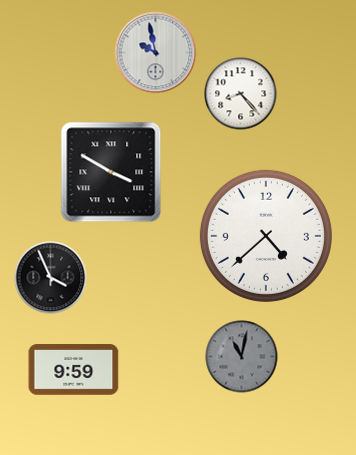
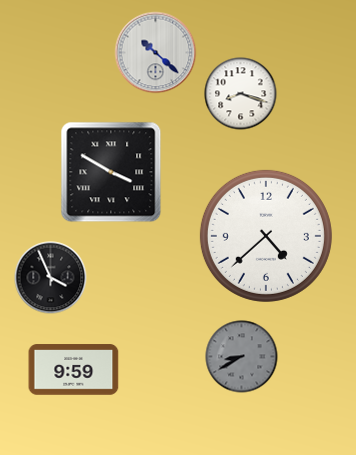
clock at (156, 53): 9:58 -> 10:22
clock at (241, 94): 8:23 -> 8:18
clock at (242, 357): 11:02 -> 8:40
